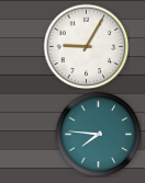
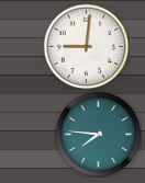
clock at (86, 46): 9:05 -> 9:01
